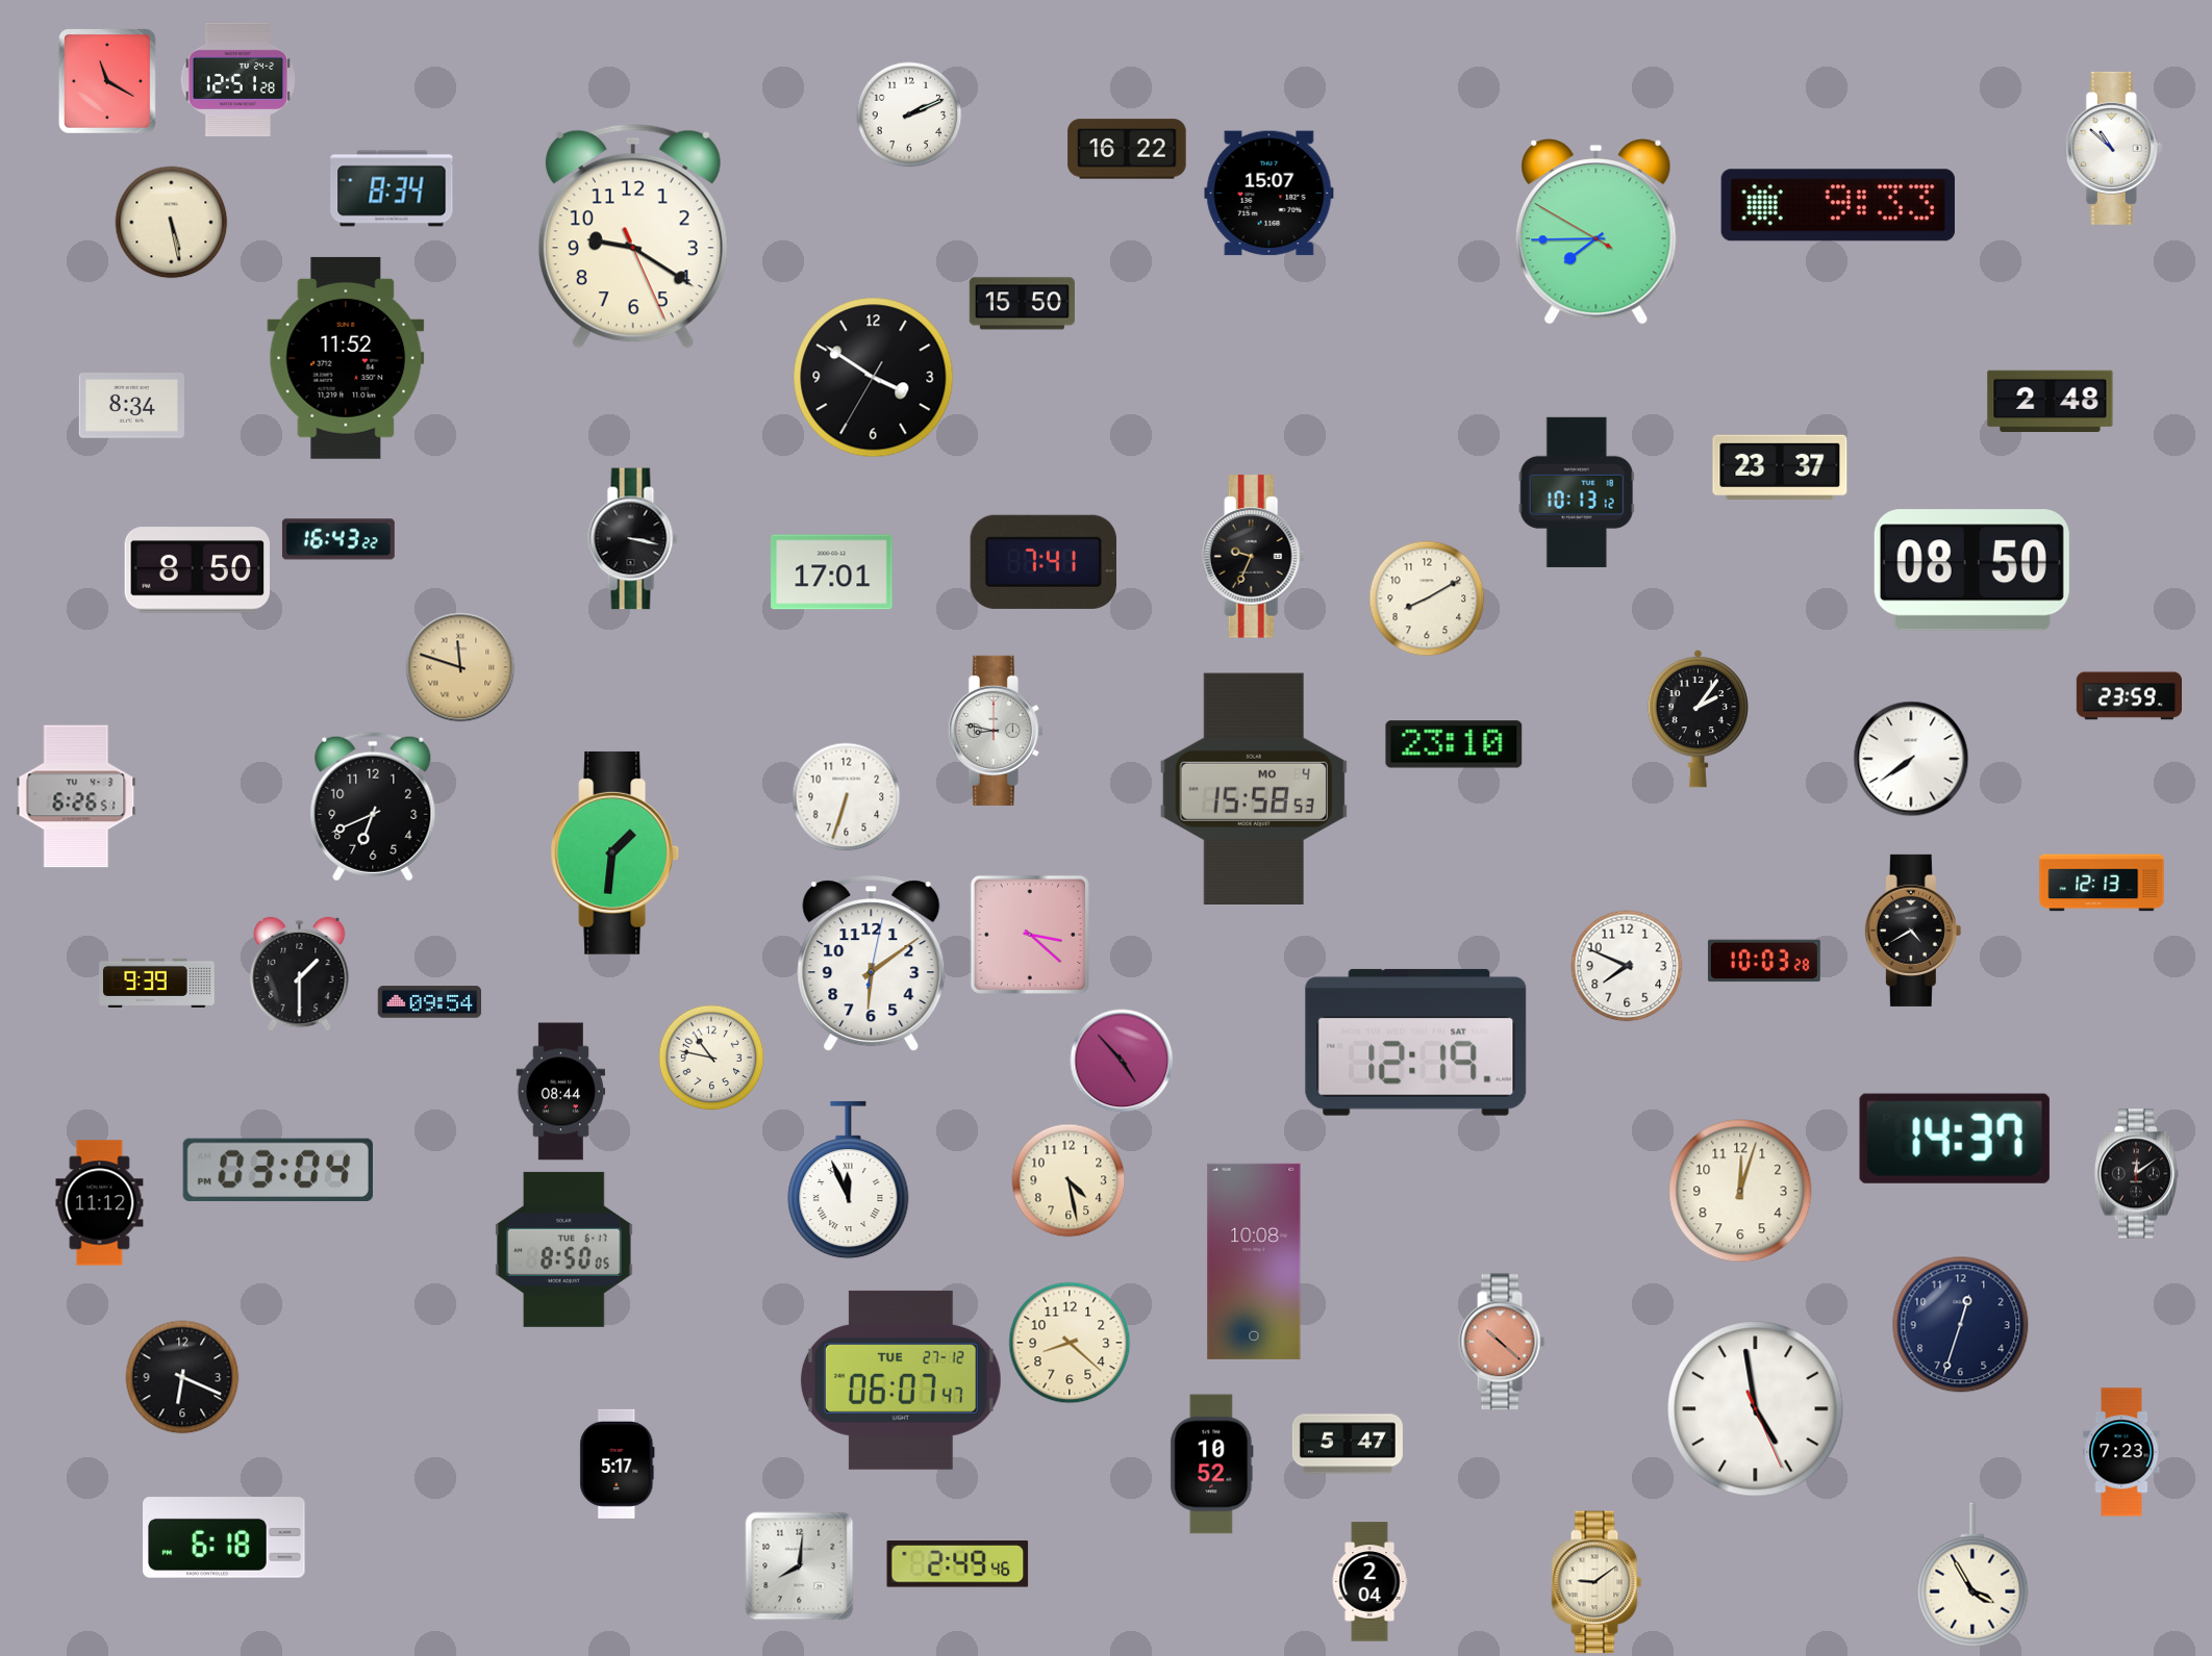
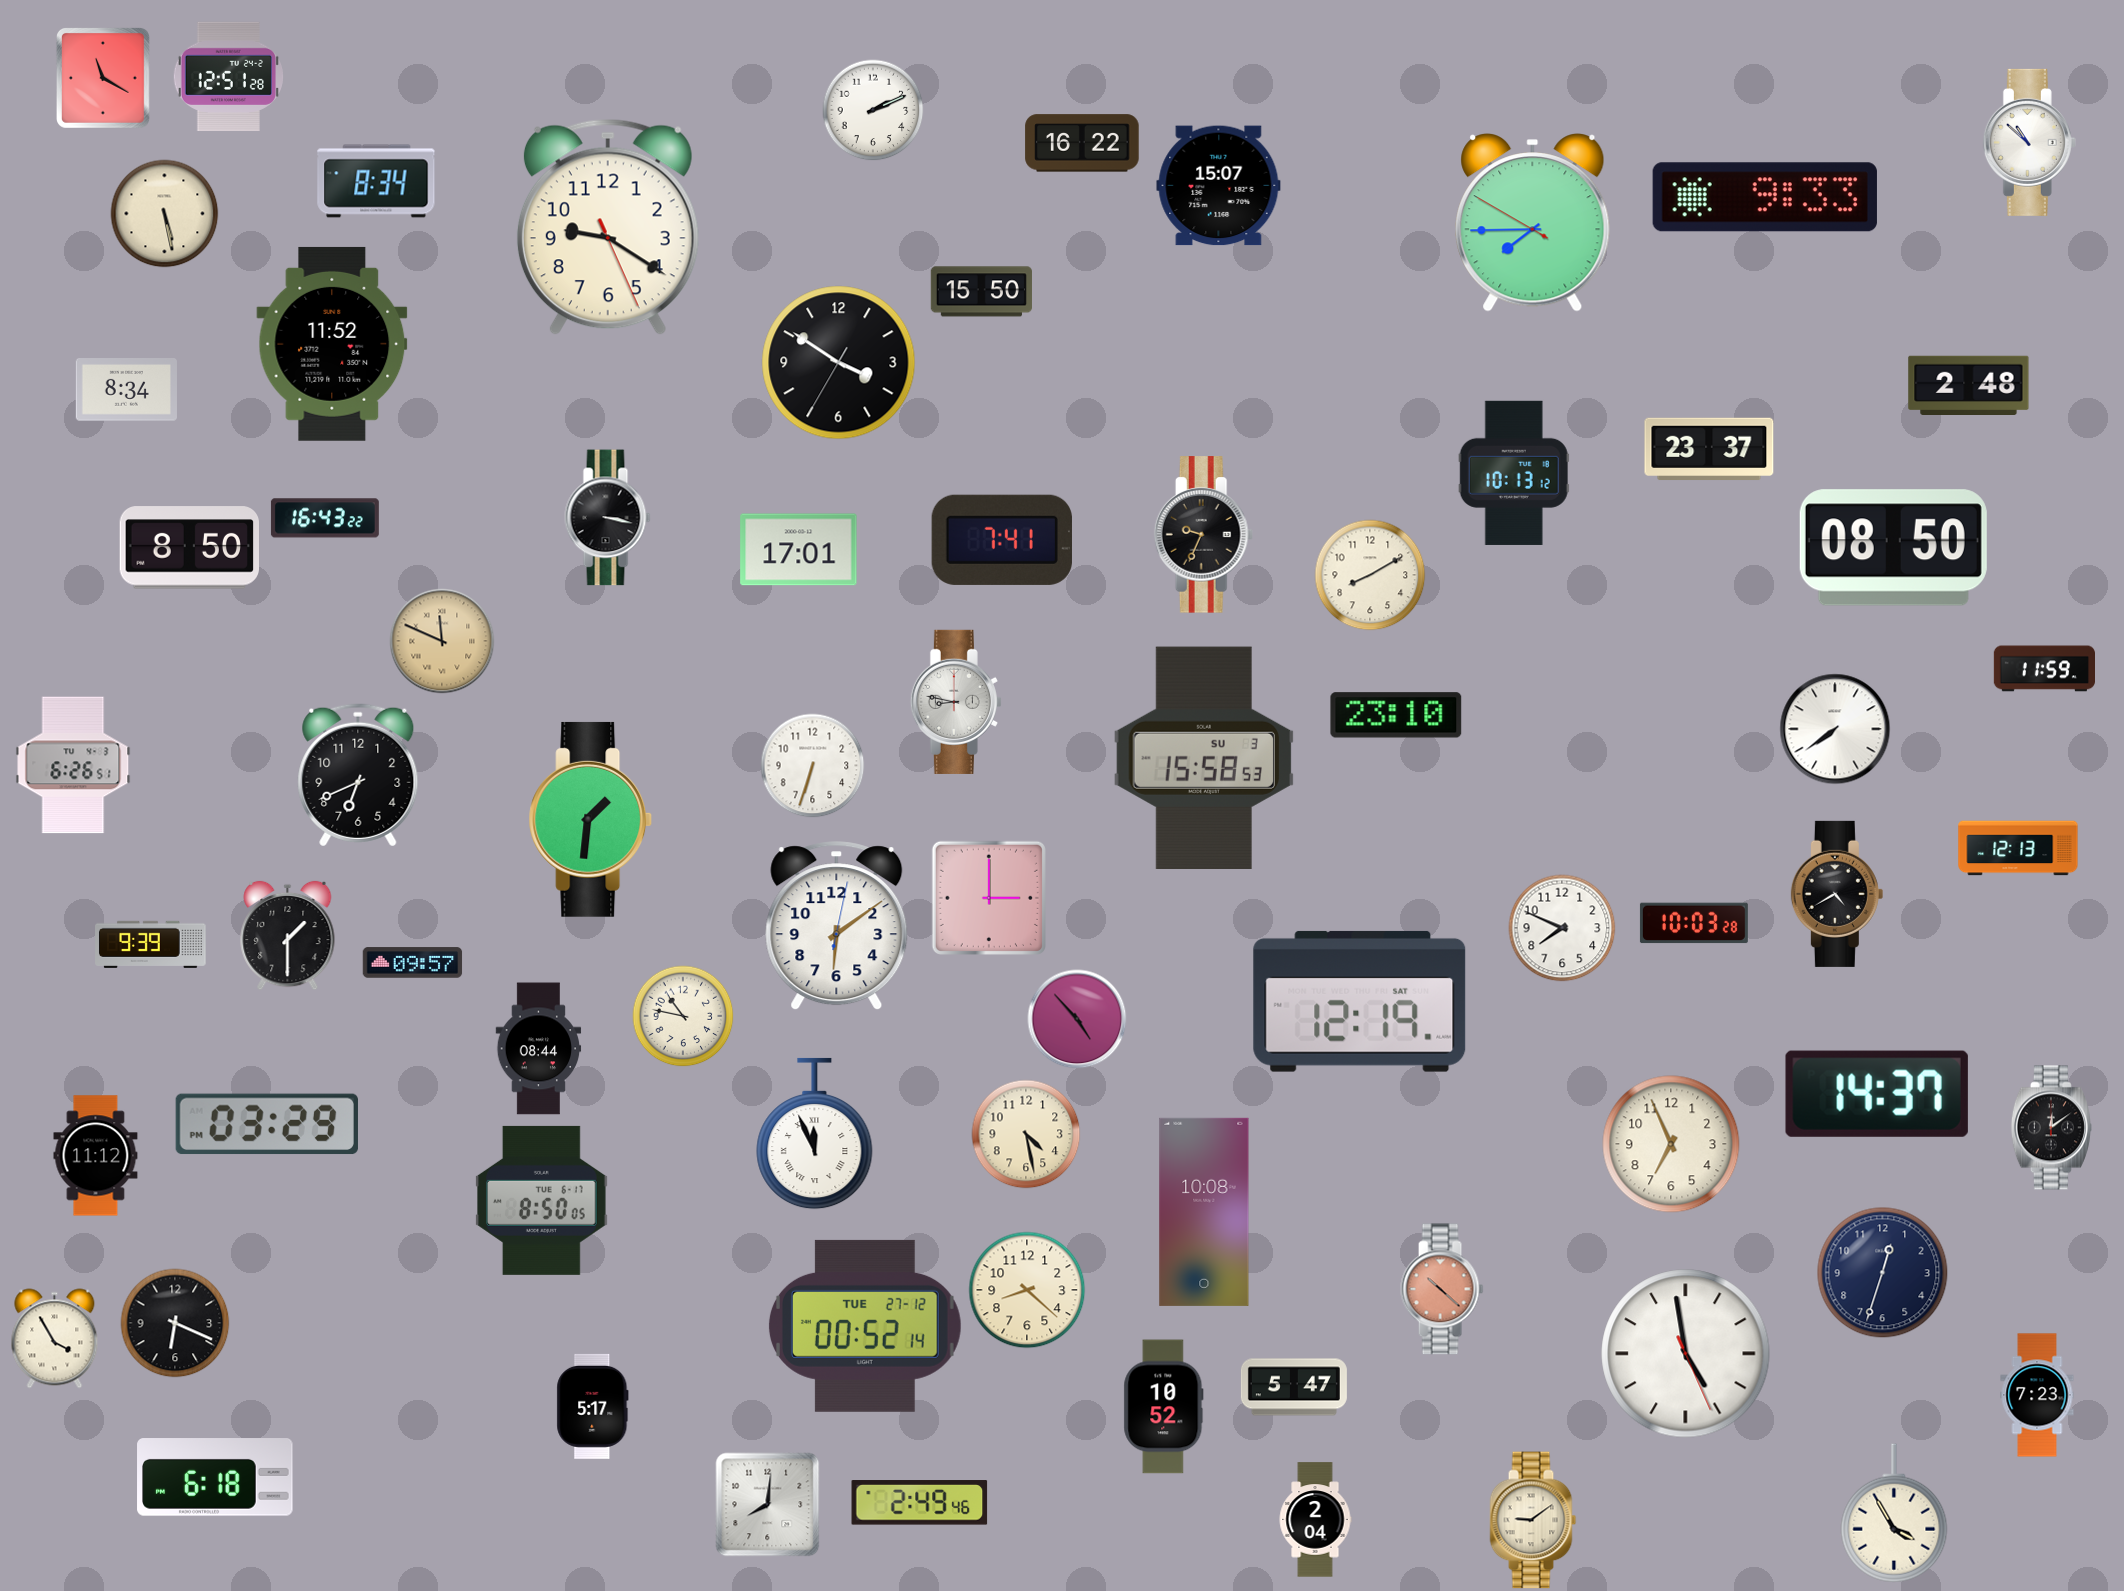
clock at (460, 667): 11:48 -> 11:49
clock at (2129, 696): 23:59 -> 11:59
clock at (1698, 718): 2:06 -> none
clock at (1254, 788) date: MO 4 -> SU 3
clock at (1030, 935): 3:22 -> 3:00
clock at (430, 1002): 09:54 -> 09:57
clock at (278, 1170): 03:04 -> 03:29
clock at (1740, 1191): 12:03 -> 6:56
clock at (901, 1380): 06:07 -> 00:52
clock at (55, 1339): none -> 3:55
